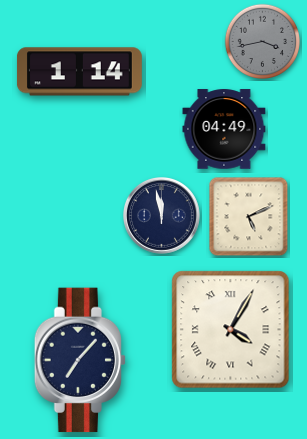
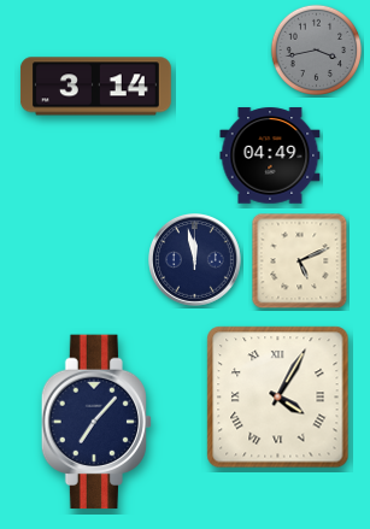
clock at (79, 72): 1:14 -> 3:14
clock at (80, 360) position: (80, 360) -> (96, 422)
